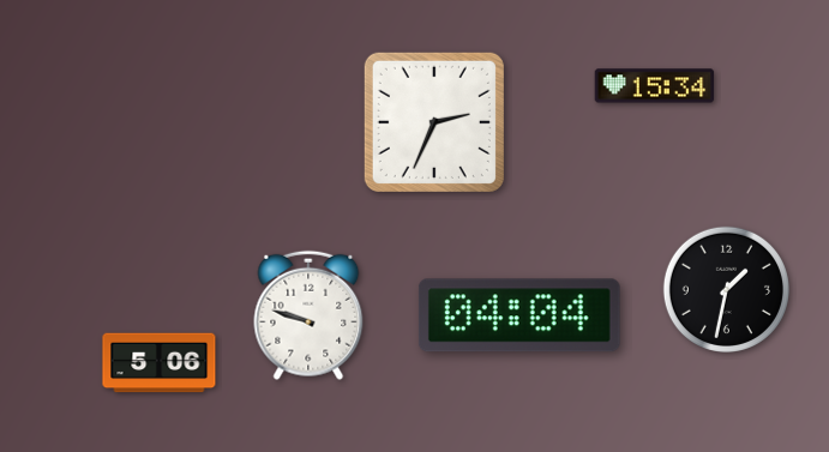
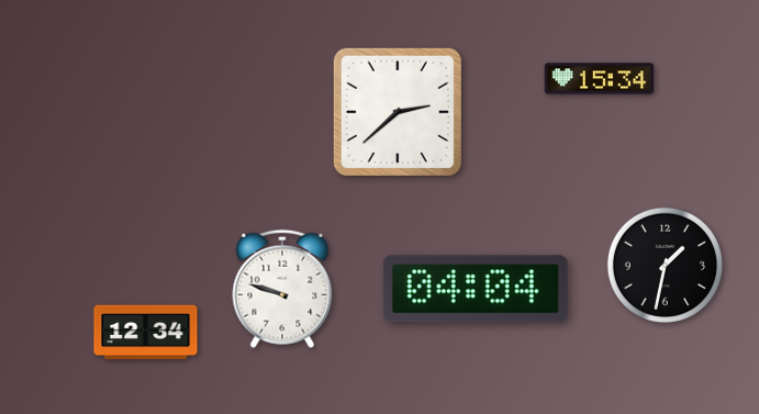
clock at (434, 122): 2:34 -> 2:38
clock at (160, 363): 5:06 -> 12:34
